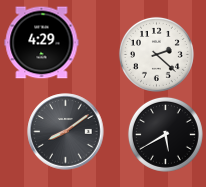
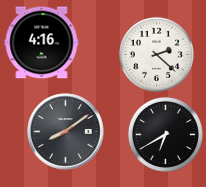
clock at (42, 43): 4:29 -> 4:16
clock at (165, 134): 5:40 -> 6:40
